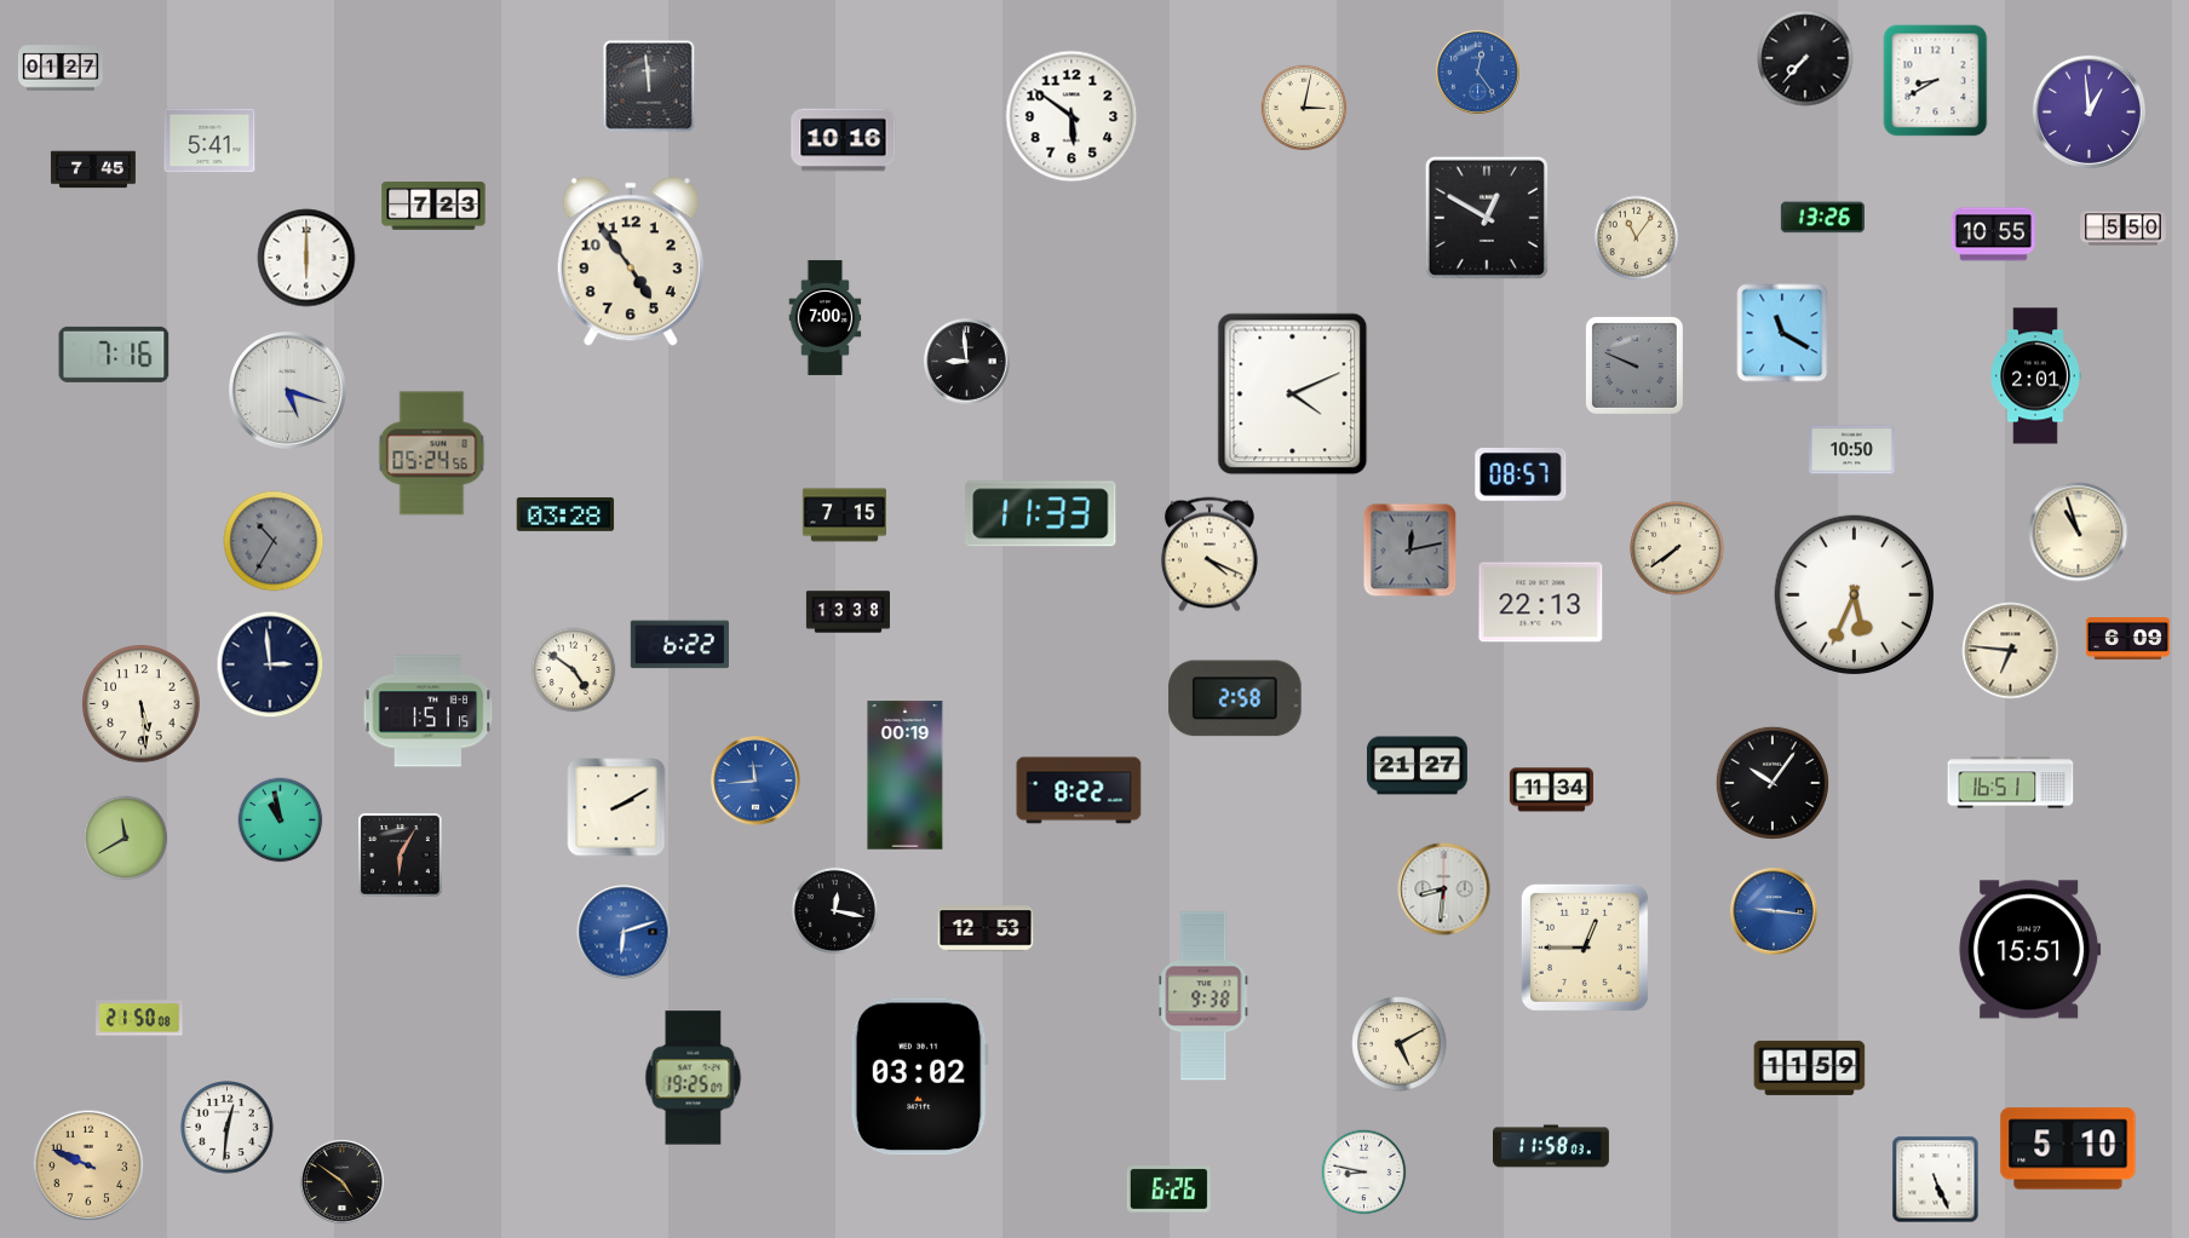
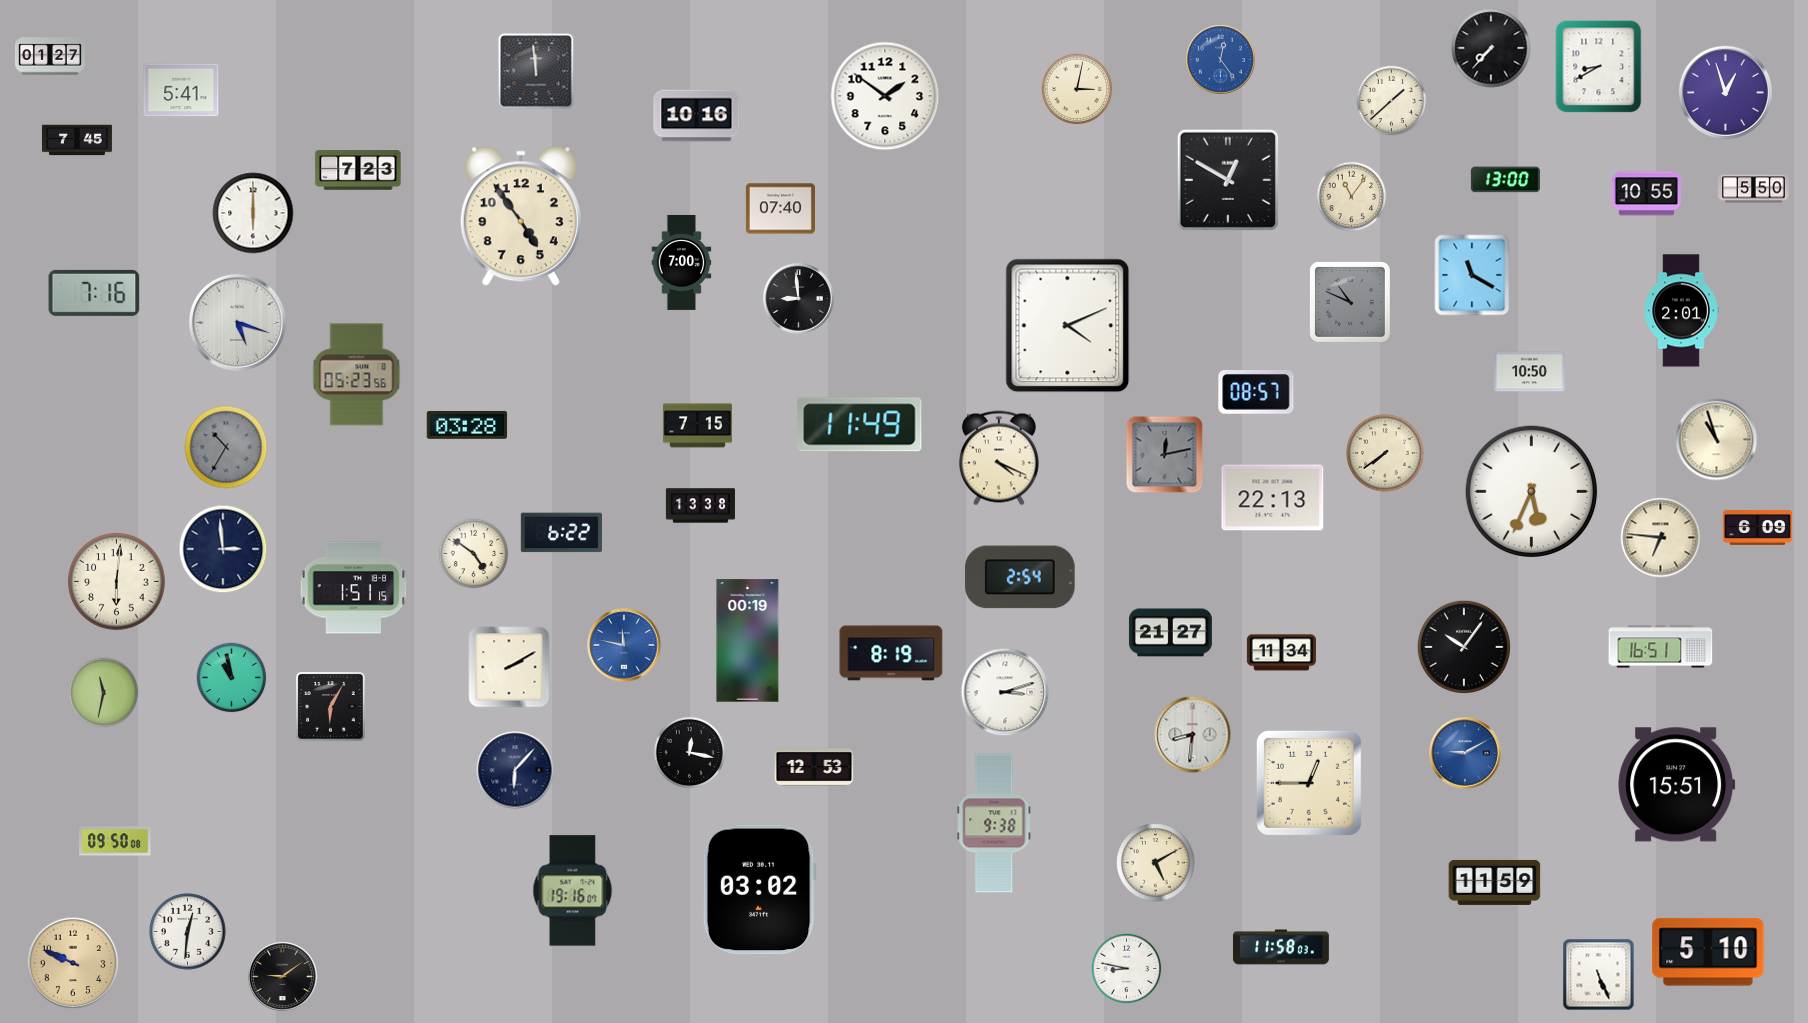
clock at (2089, 111): 12:59 -> 12:57
clock at (1071, 116): 5:51 -> 1:51
clock at (1392, 101): none -> 1:38
clock at (209, 140) position: (209, 140) -> (181, 90)
clock at (1822, 218): 13:26 -> 13:00
clock at (780, 209): none -> 07:40
clock at (1634, 365): 9:49 -> 10:49
clock at (432, 454): 05:24 -> 05:23
clock at (1041, 514): 11:33 -> 11:49
clock at (1235, 698): 2:58 -> 2:54
clock at (142, 704): 5:29 -> 6:01
clock at (755, 781): 11:44 -> 11:47
clock at (1079, 790): 8:22 -> 8:19
clock at (1005, 692): none -> 3:12
clock at (126, 839): 11:40 -> 11:32
clock at (1774, 911): 9:16 -> 9:10
clock at (624, 932): 6:12 -> 6:07
clock at (624, 932) dial: blue -> navy
clock at (139, 1018): 21:50 -> 09:50
clock at (694, 1078): 19:25 -> 19:16
clock at (2068, 1148) position: (2068, 1148) -> (1708, 952)
clock at (341, 1181): 4:51 -> 9:09
clock at (1168, 1190): 6:26 -> none
